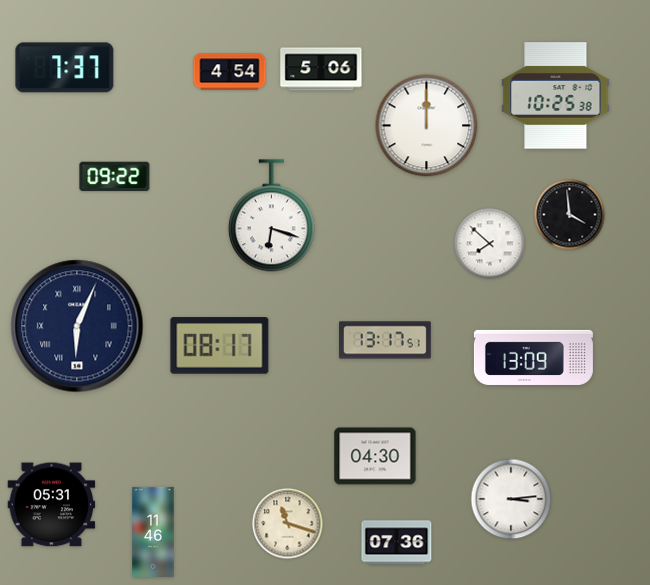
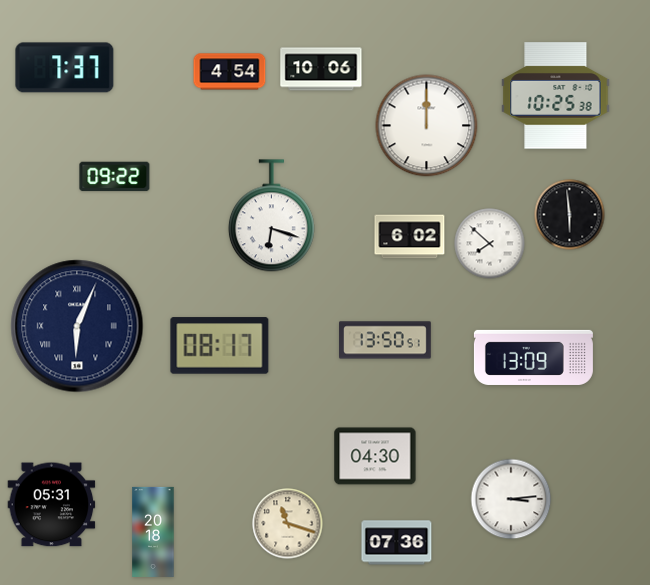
clock at (321, 69): 5:06 -> 10:06
clock at (570, 215): 3:59 -> 5:59
clock at (410, 237): none -> 6:02
clock at (386, 340): 13:17 -> 13:50
clock at (153, 532): 11:46 -> 20:18
